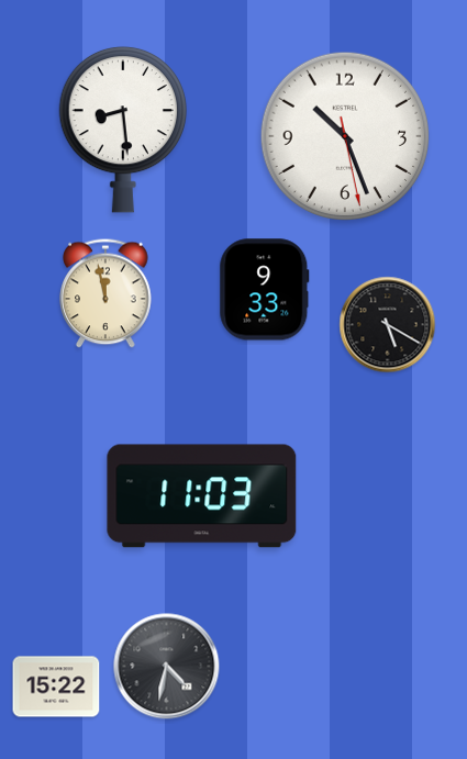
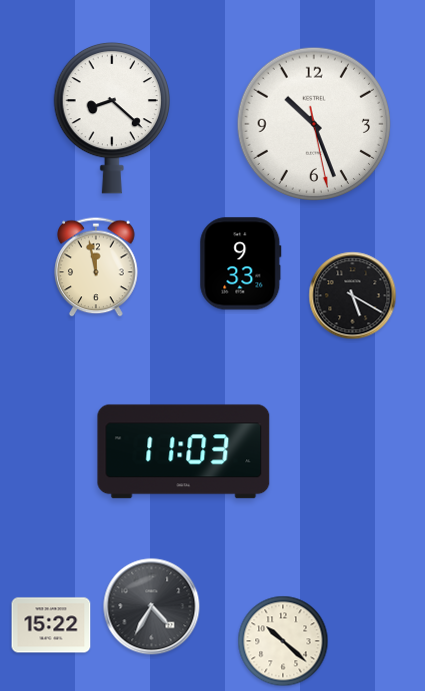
clock at (122, 130): 8:29 -> 8:22
clock at (167, 667): 4:32 -> 4:35
clock at (283, 641): none -> 10:22
